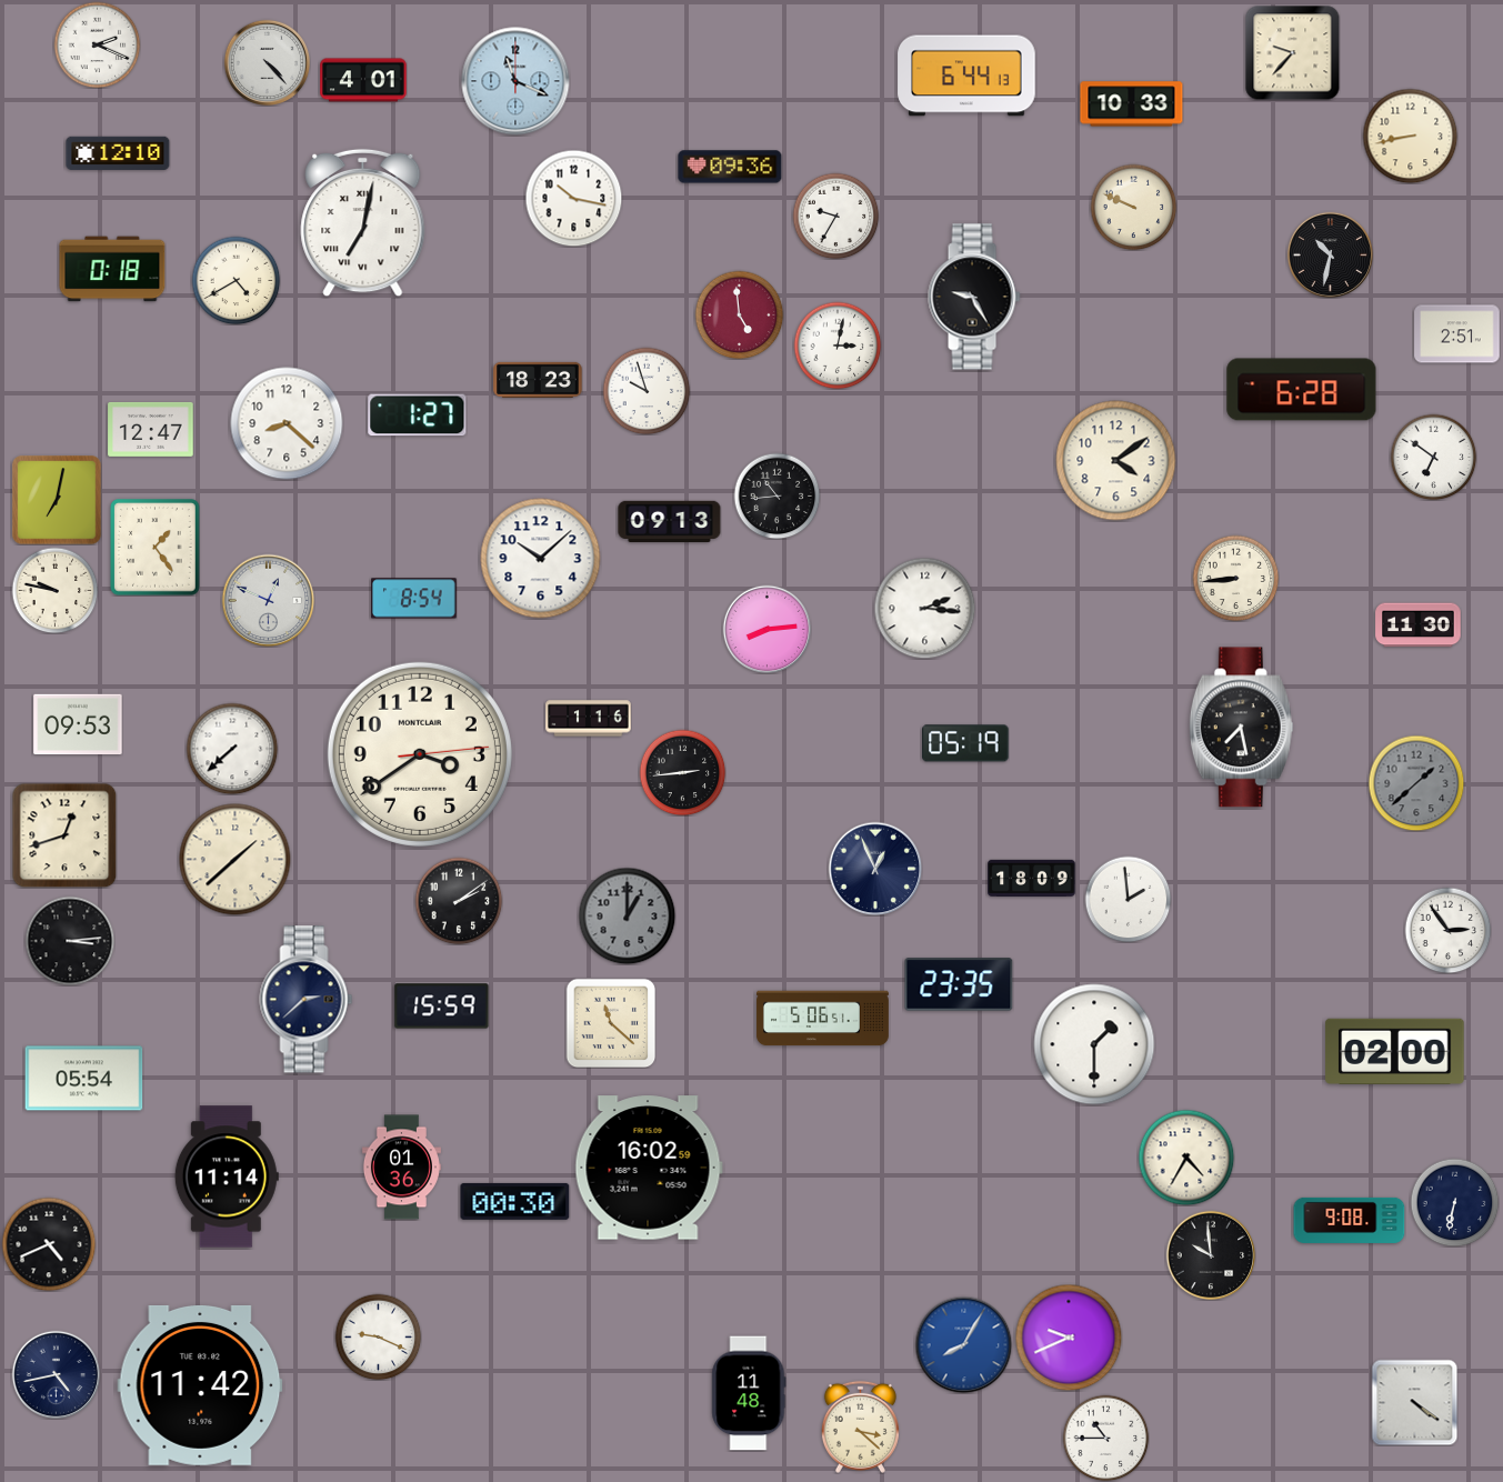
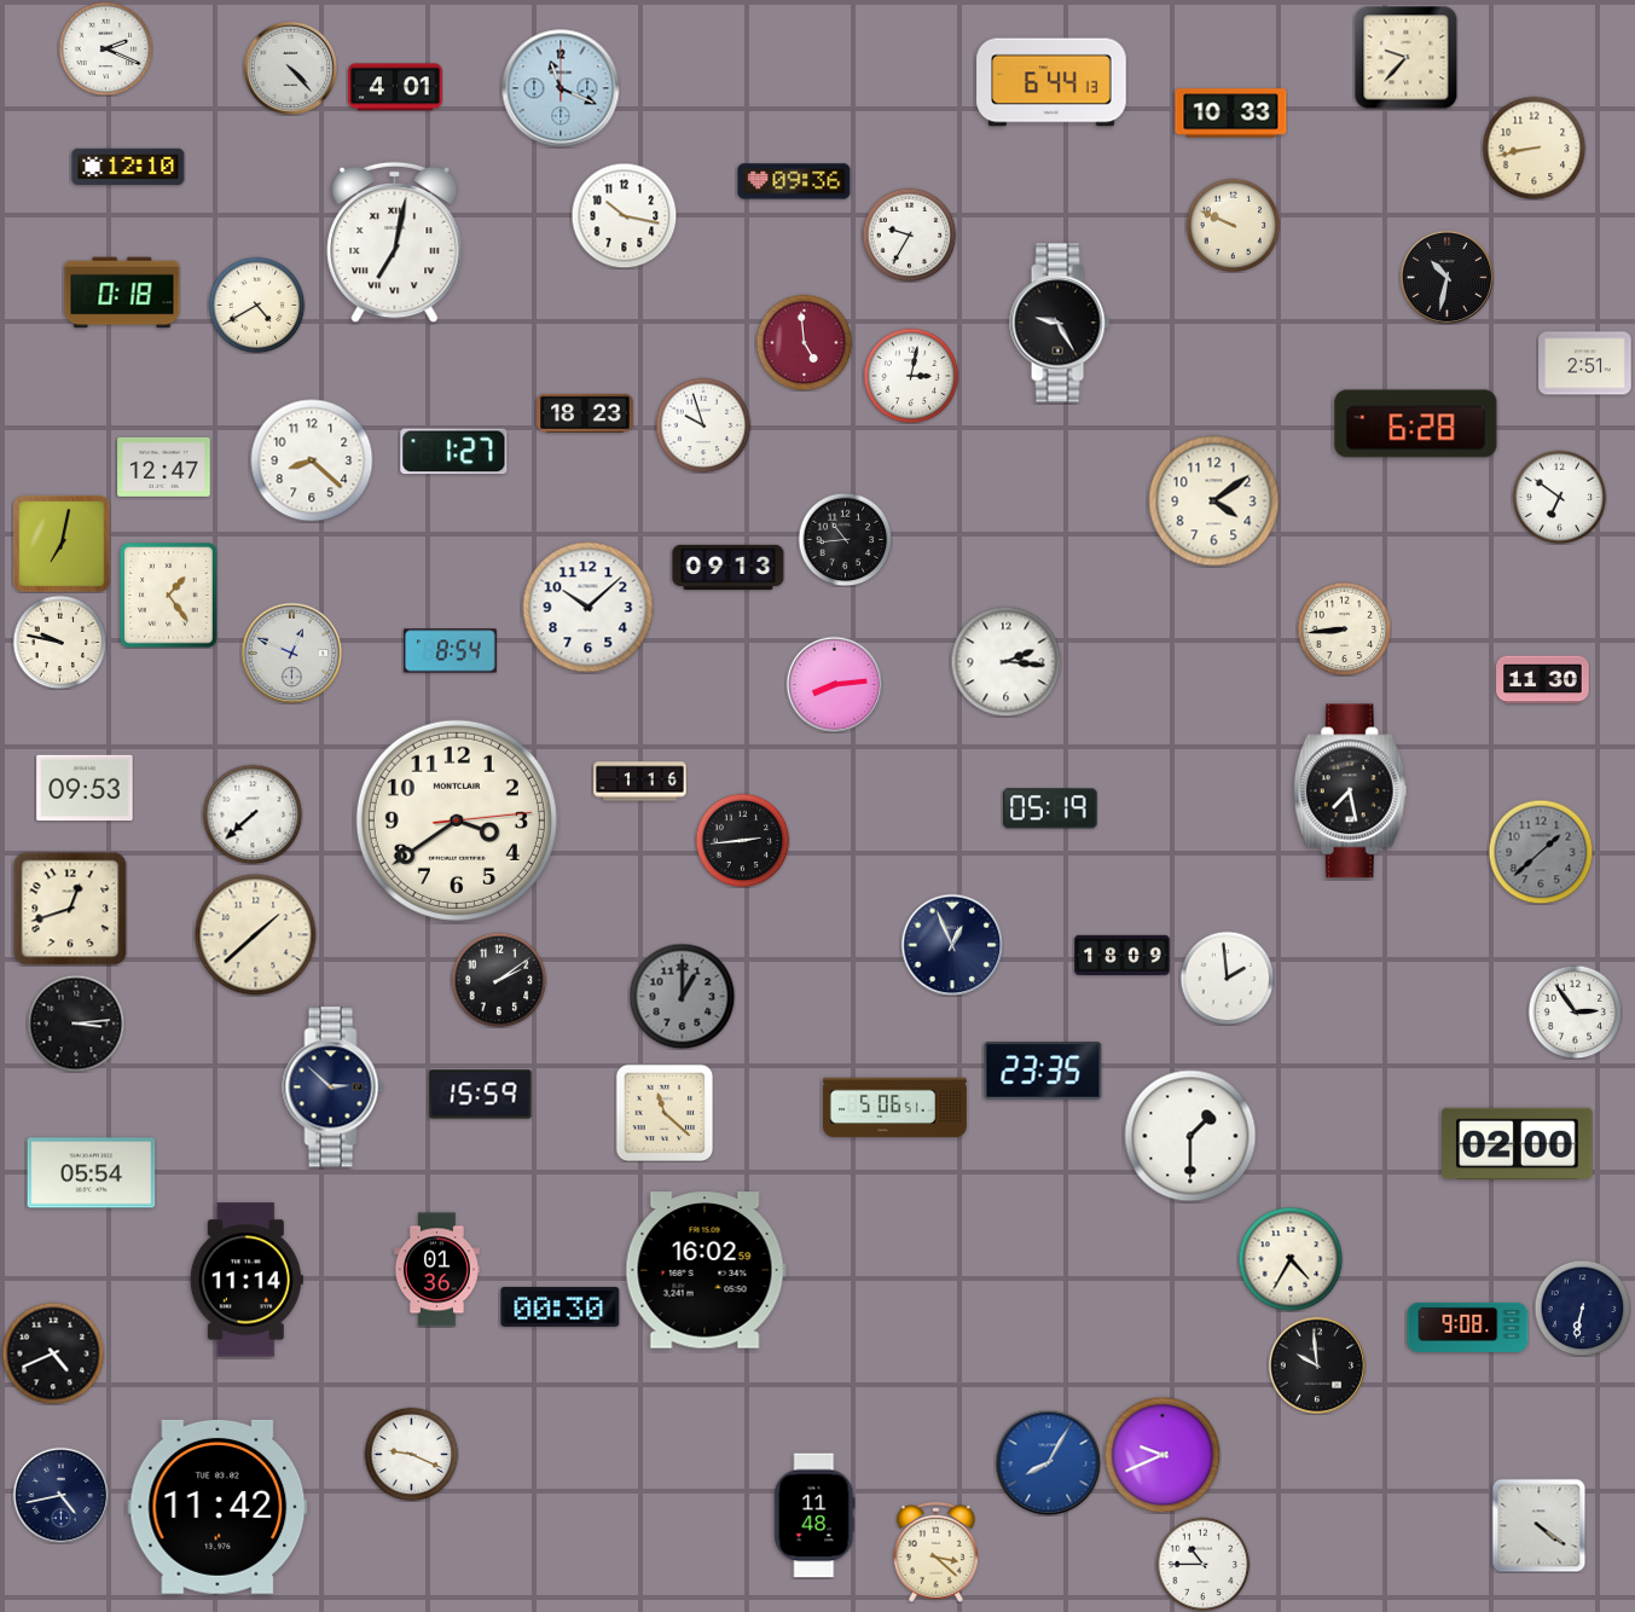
clock at (307, 1000): 2:38 -> 2:52
